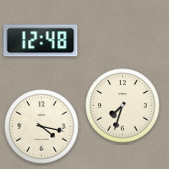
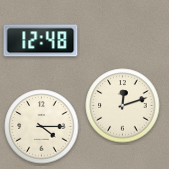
clock at (123, 106): 7:33 -> 12:12
clock at (42, 127): 4:17 -> 4:15
